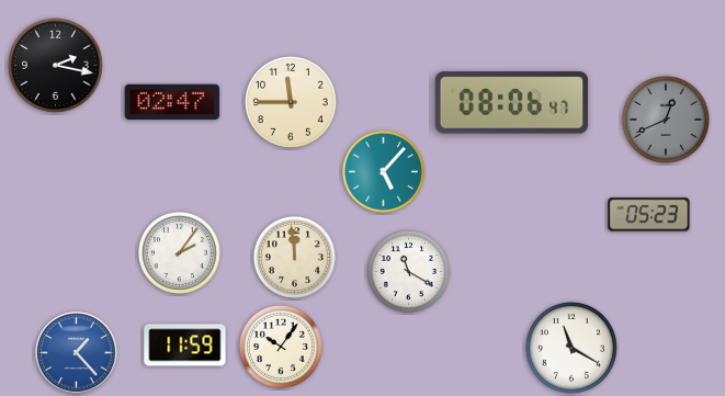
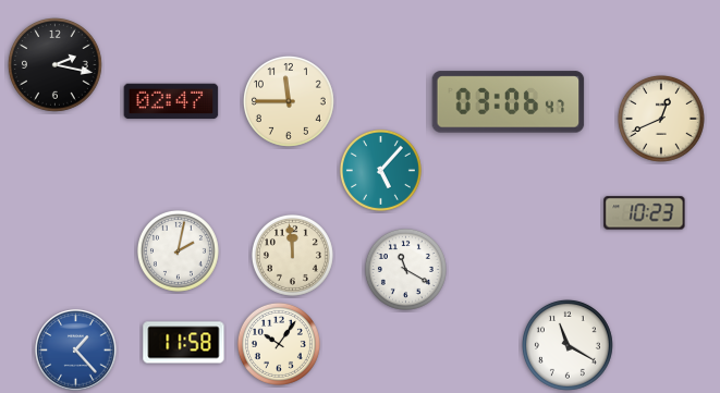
clock at (512, 103): 08:06 -> 03:06
clock at (666, 120) dial: grey -> cream
clock at (649, 215): 05:23 -> 10:23
clock at (179, 252): 2:06 -> 2:02
clock at (185, 346): 11:59 -> 11:58
